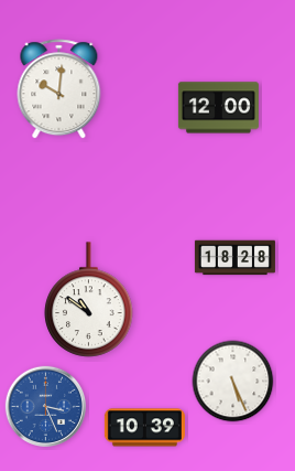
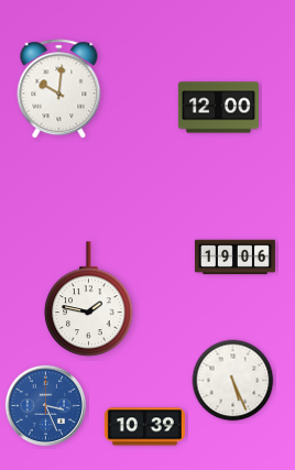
clock at (234, 258): 18:28 -> 19:06
clock at (89, 300): 10:51 -> 1:47
